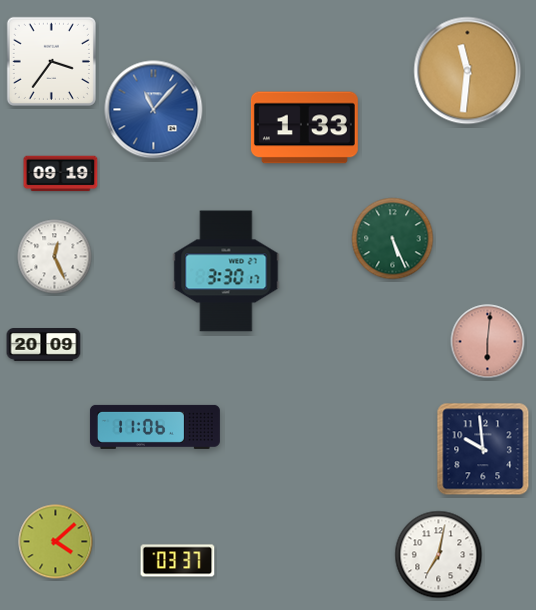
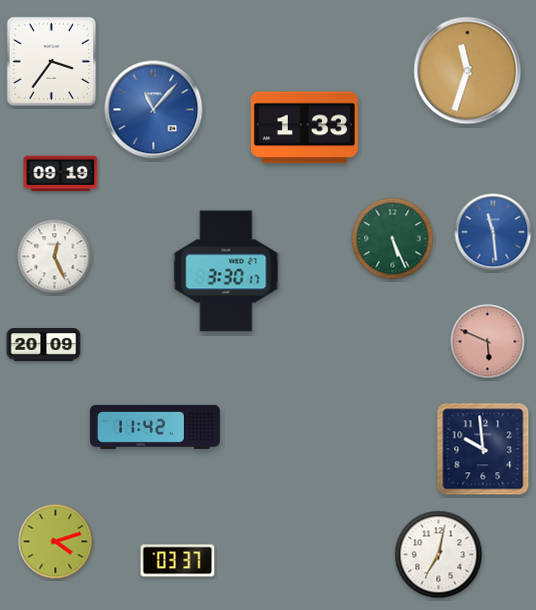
clock at (468, 71): 11:31 -> 11:33
clock at (493, 232): none -> 11:29
clock at (488, 342): 6:01 -> 5:49
clock at (155, 427): 11:06 -> 11:42
clock at (56, 542): 4:08 -> 4:12
